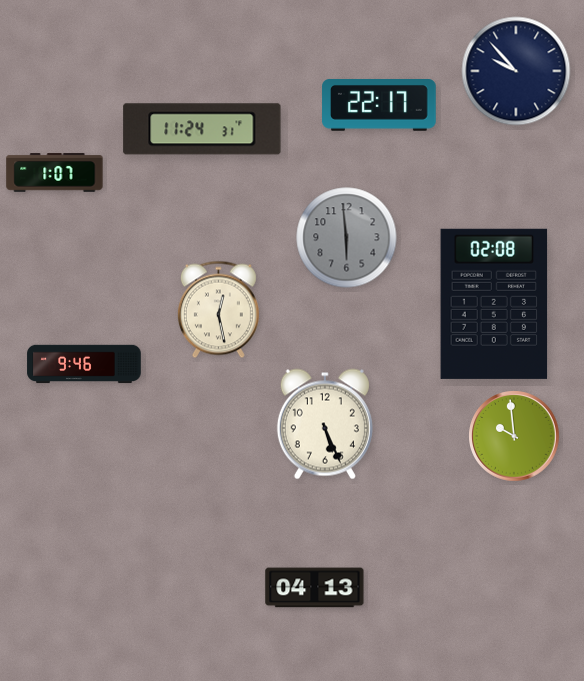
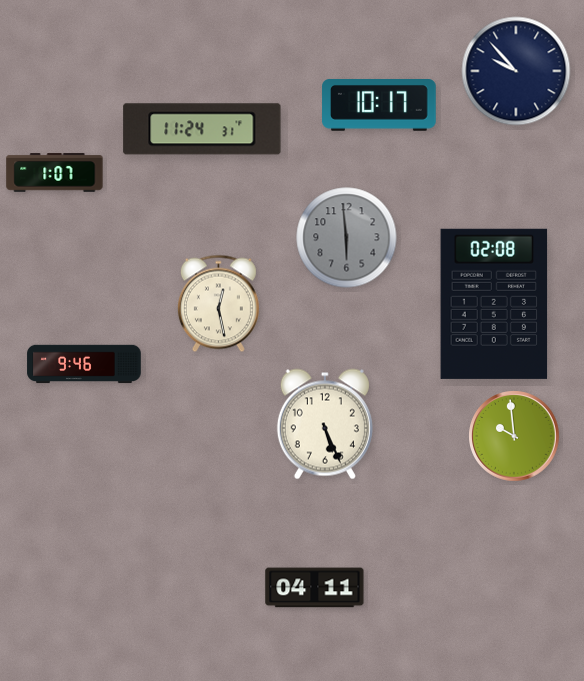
clock at (379, 106): 22:17 -> 10:17
clock at (218, 310) position: (218, 310) -> (218, 304)
clock at (315, 588): 04:13 -> 04:11
